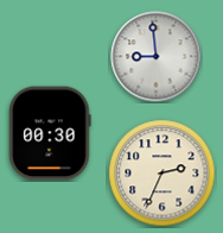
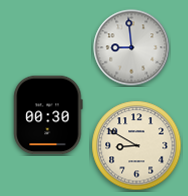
clock at (50, 133) position: (50, 133) -> (48, 115)
clock at (163, 174): 2:34 -> 8:50
